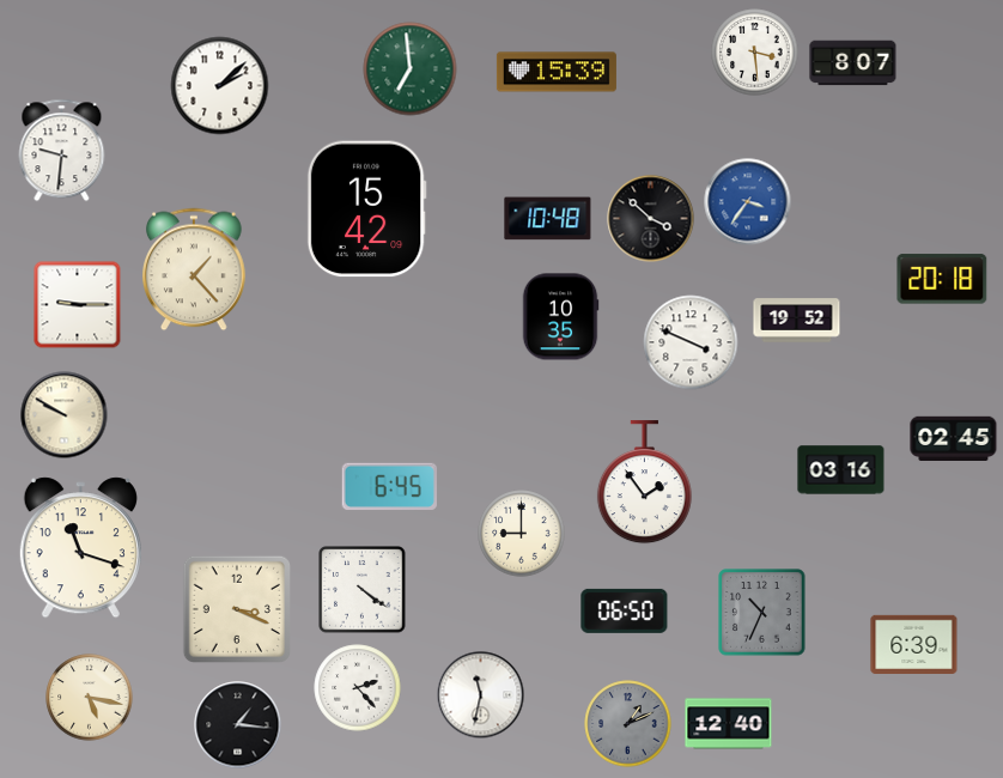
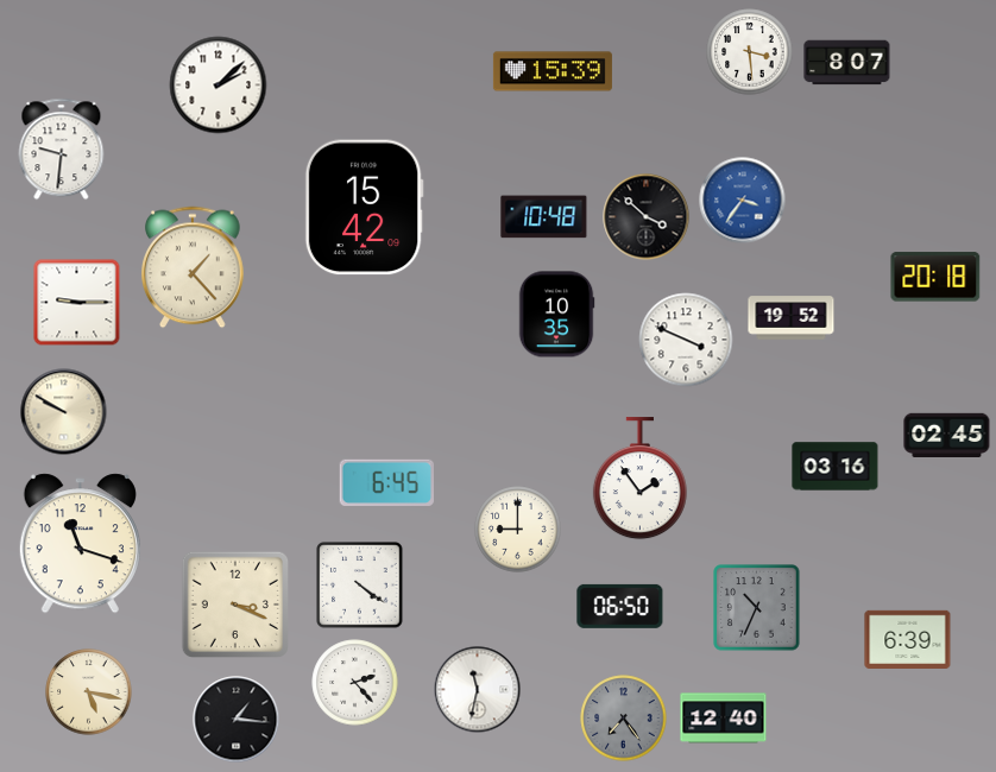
clock at (411, 69): 6:59 -> none
clock at (628, 724): 1:11 -> 7:24
